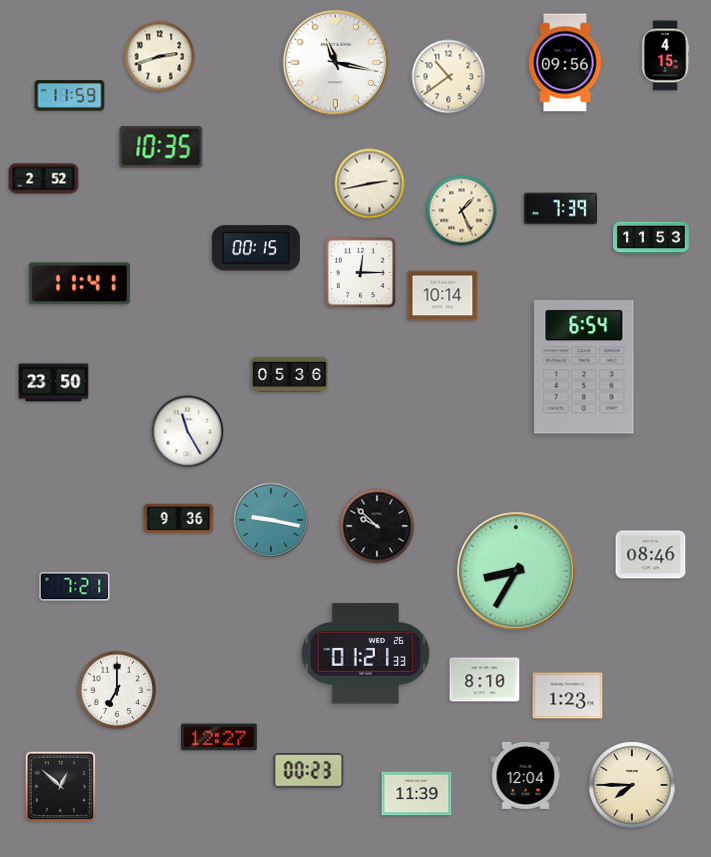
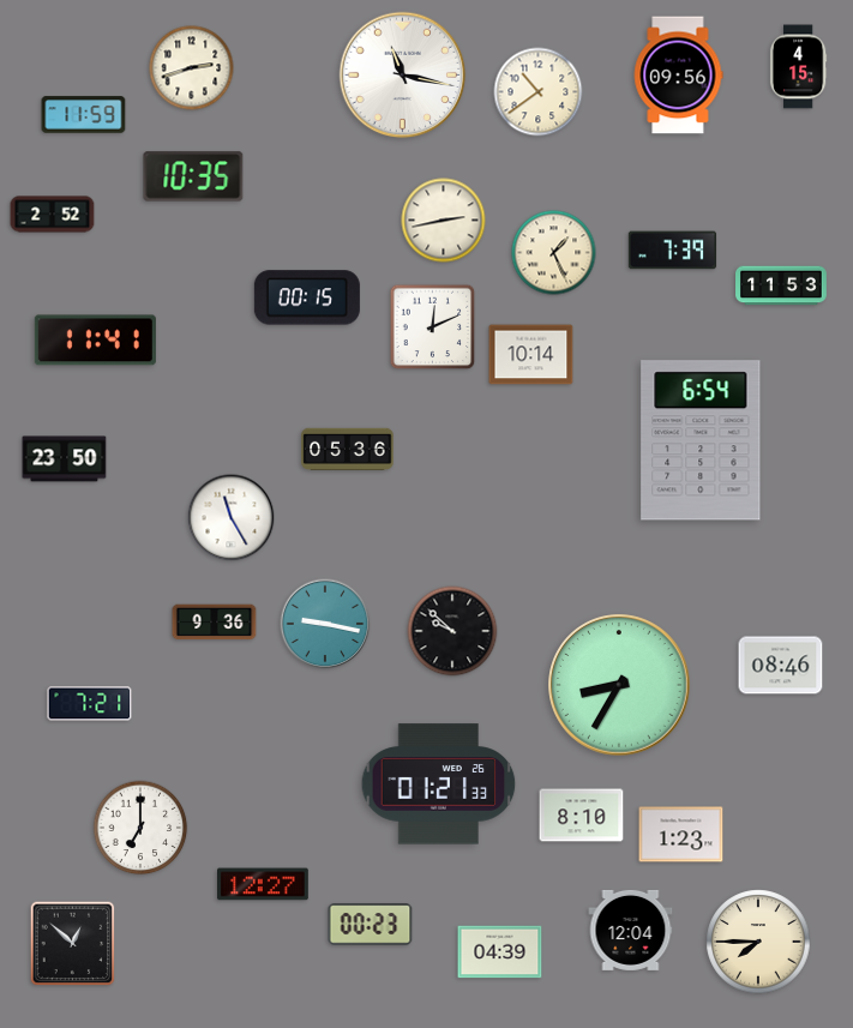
clock at (361, 273): 12:15 -> 12:11
clock at (188, 432) position: (188, 432) -> (232, 518)
clock at (417, 794): 11:39 -> 04:39
